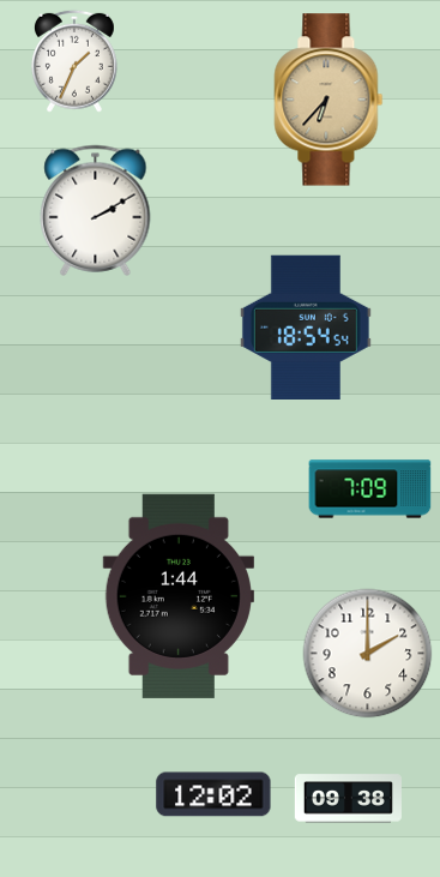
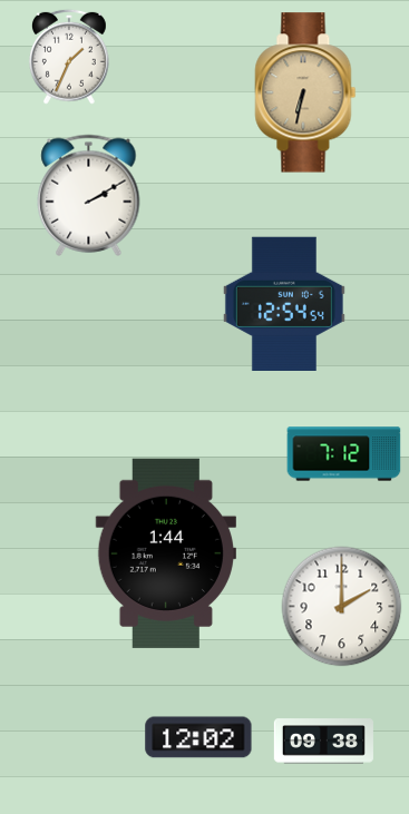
clock at (329, 100): 6:37 -> 6:32
clock at (306, 326): 18:54 -> 12:54
clock at (370, 489): 7:09 -> 7:12
